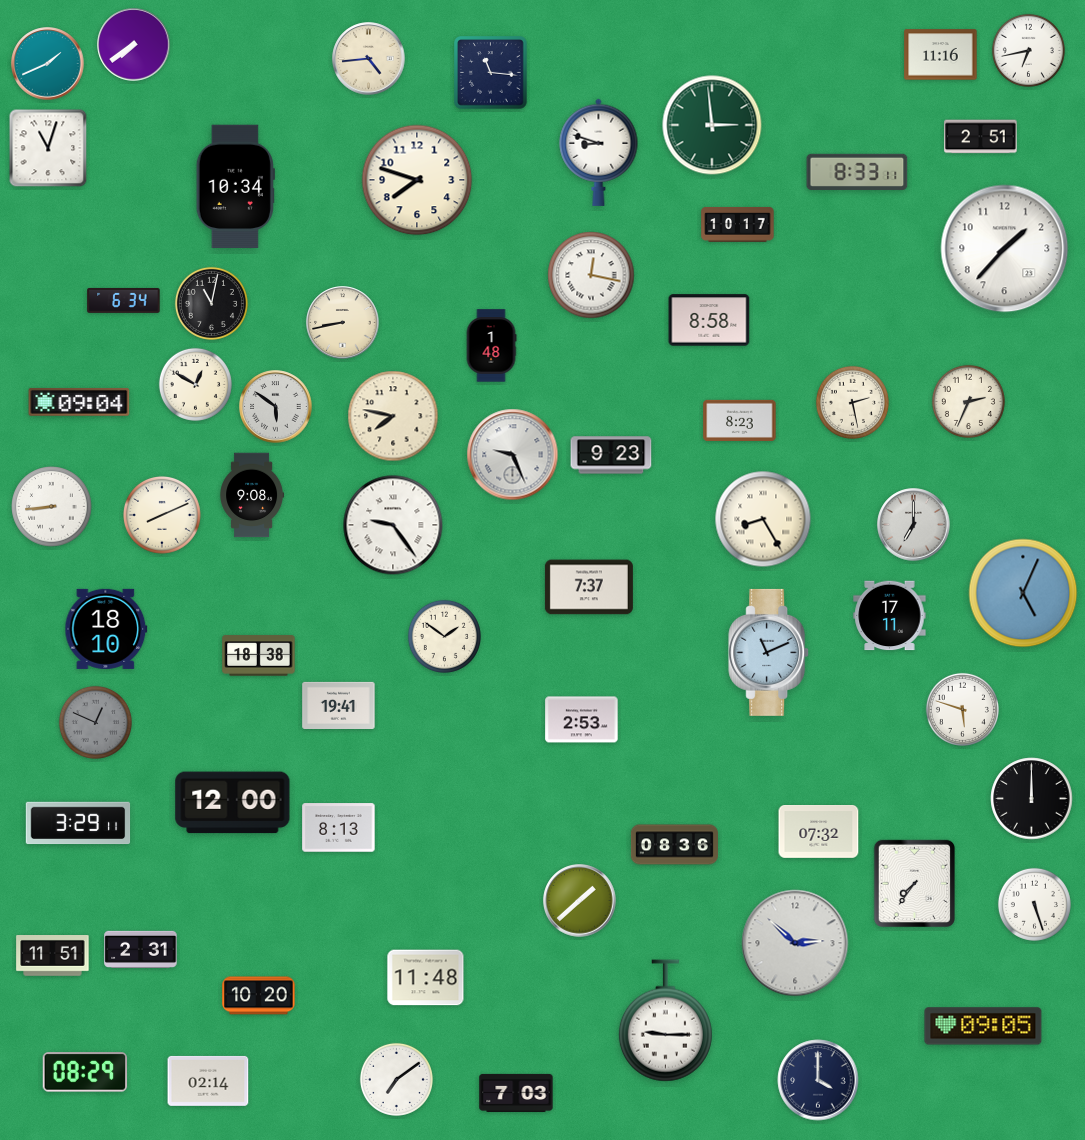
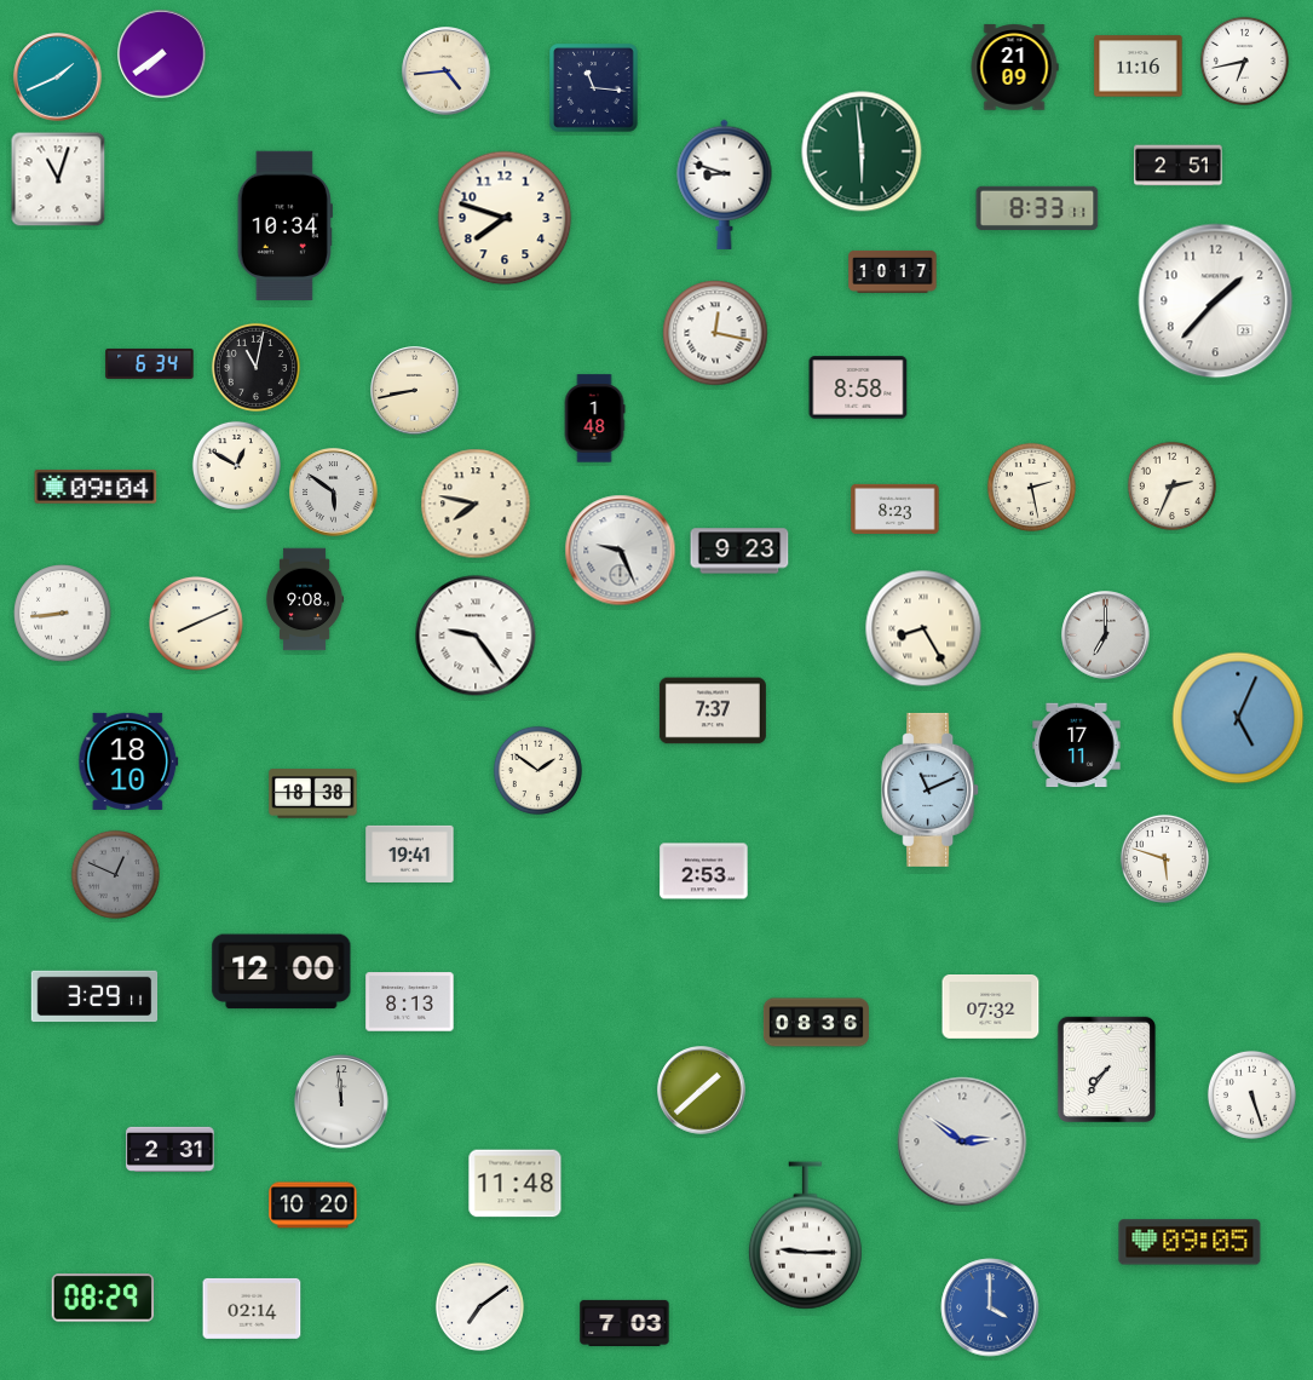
clock at (1014, 68): none -> 21:09
clock at (712, 125): 2:59 -> 5:59
clock at (981, 137) position: (981, 137) -> (1179, 166)
clock at (1032, 799): 12:00 -> none
clock at (341, 1102): none -> 11:59
clock at (795, 943): 2:52 -> 2:51
clock at (53, 956): 11:51 -> none
clock at (818, 1080) dial: navy -> blue
